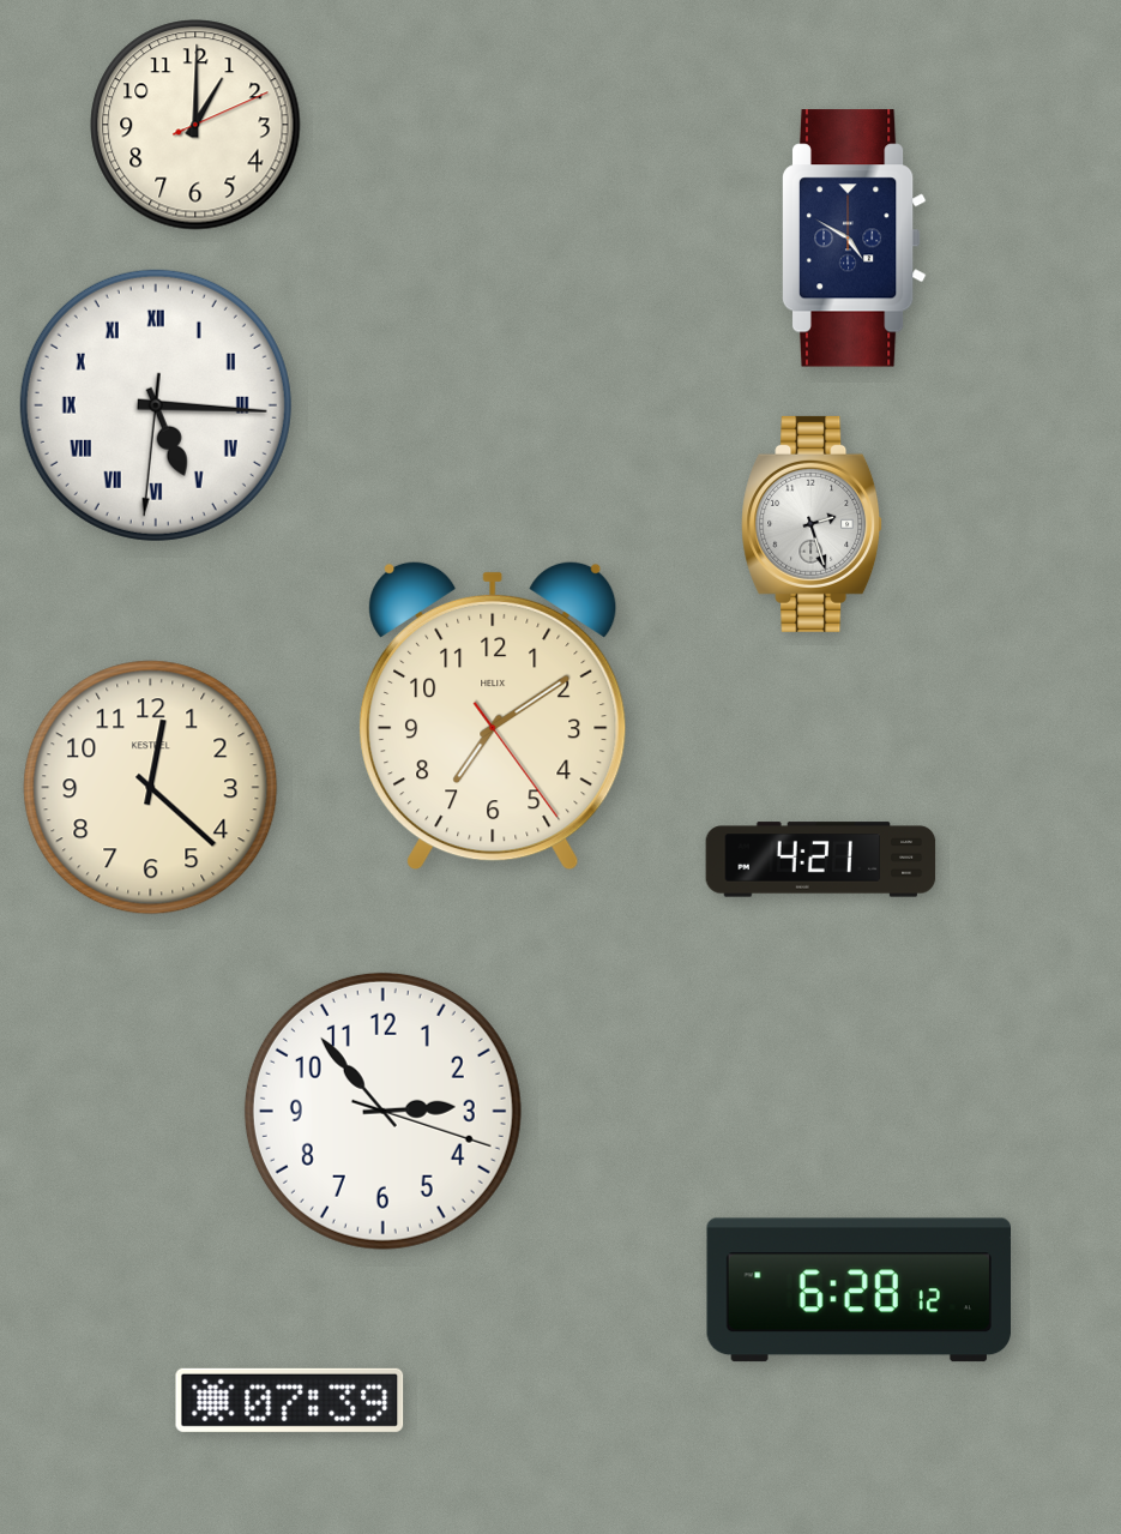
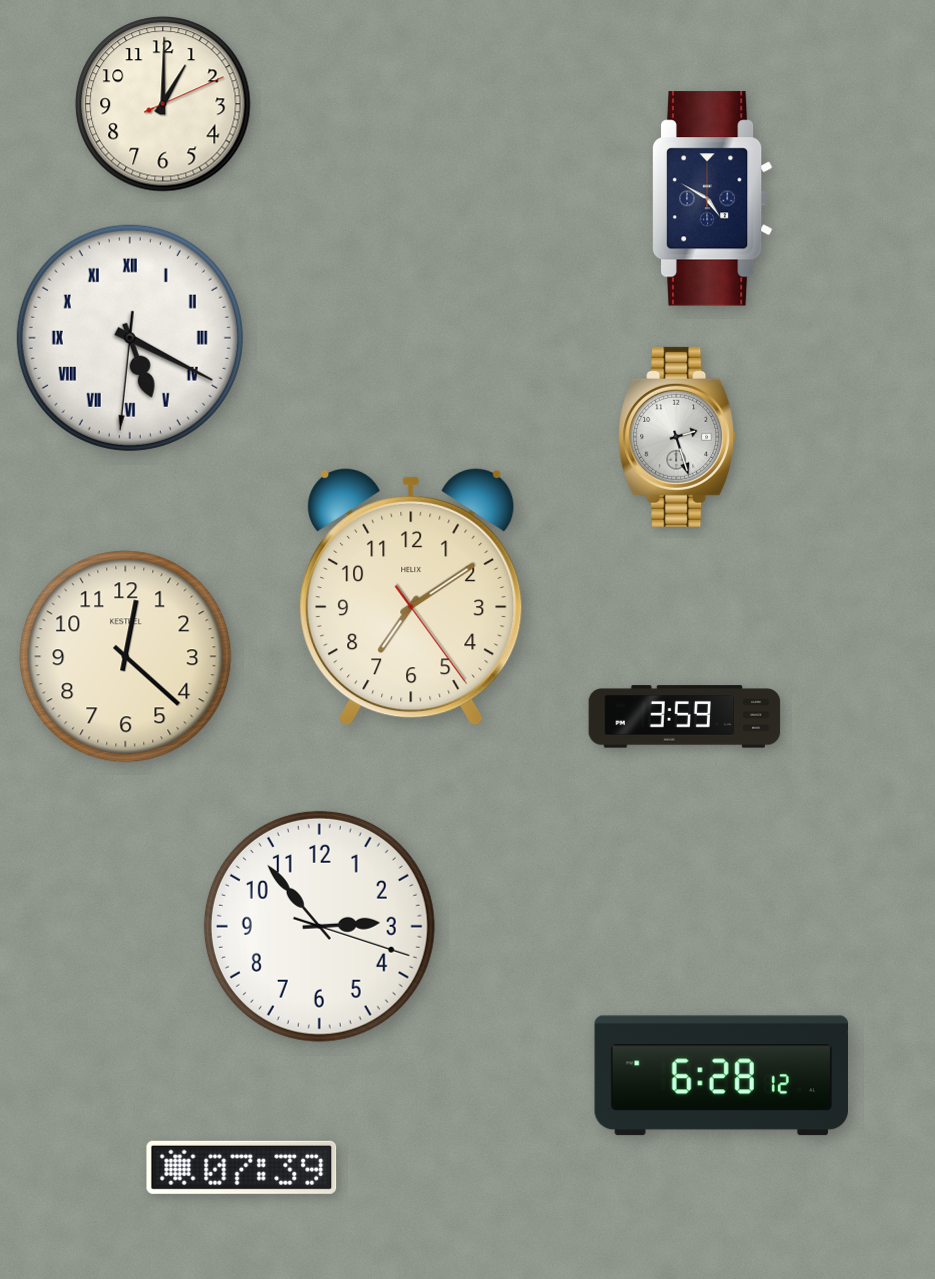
clock at (156, 405): 5:15 -> 5:19
clock at (821, 860): 4:21 -> 3:59
clock at (858, 1291) position: (858, 1291) -> (721, 1076)
